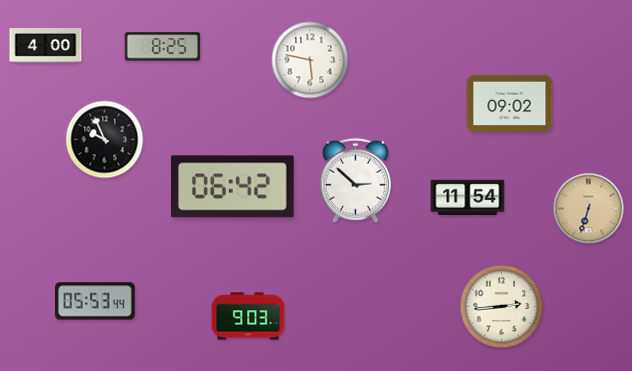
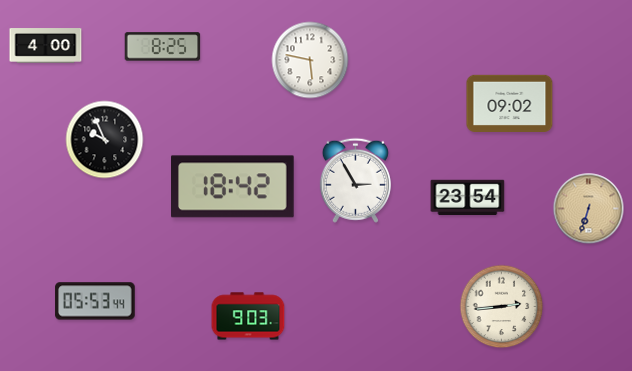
clock at (355, 180): 2:52 -> 2:55
clock at (233, 187): 06:42 -> 18:42
clock at (468, 198): 11:54 -> 23:54
